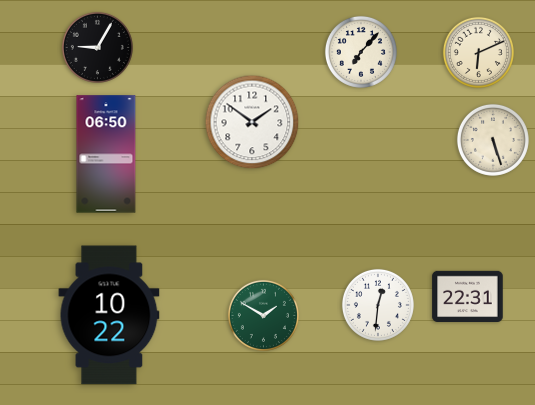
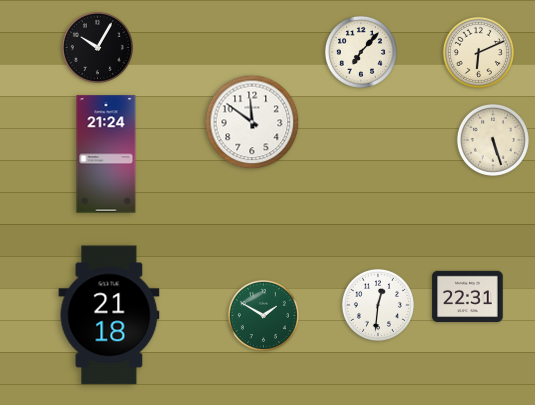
clock at (97, 47): 9:05 -> 10:05
clock at (252, 122): 1:51 -> 11:51
clock at (106, 154): 06:50 -> 21:24
clock at (109, 315): 10:22 -> 21:18
